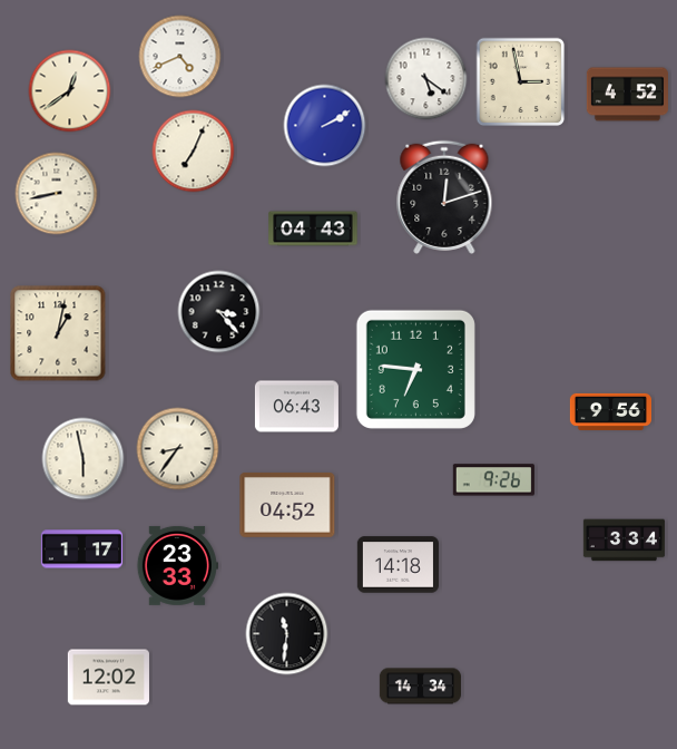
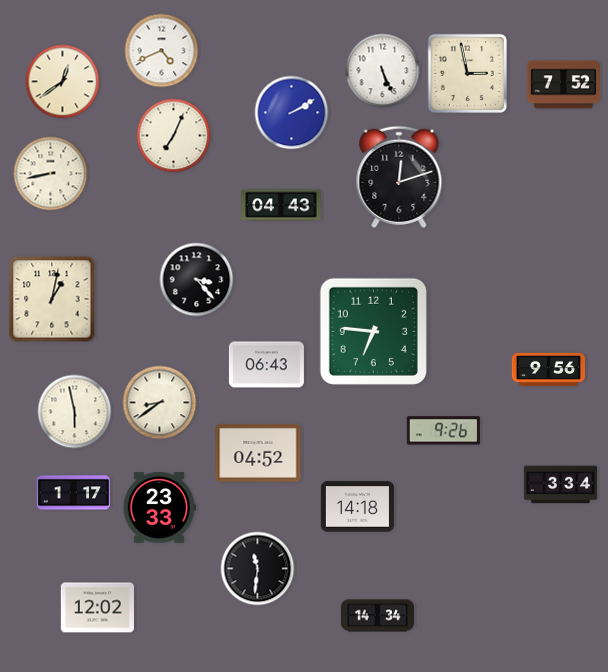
clock at (426, 79): 5:21 -> 5:26
clock at (627, 95): 4:52 -> 7:52
clock at (178, 449): 8:36 -> 8:39
